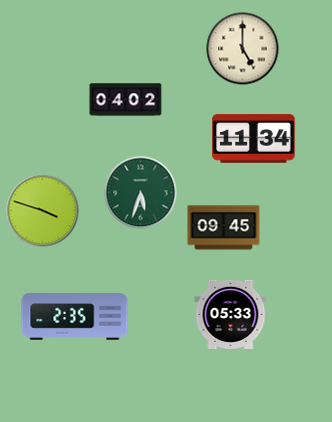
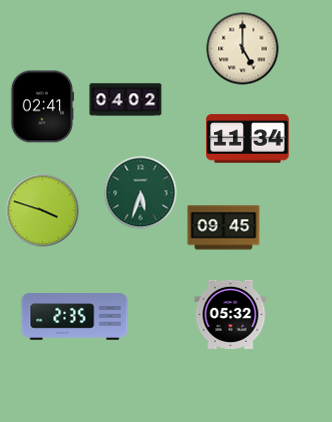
clock at (42, 107): none -> 02:41
clock at (254, 139) position: (254, 139) -> (248, 139)
clock at (231, 314): 05:33 -> 05:32
